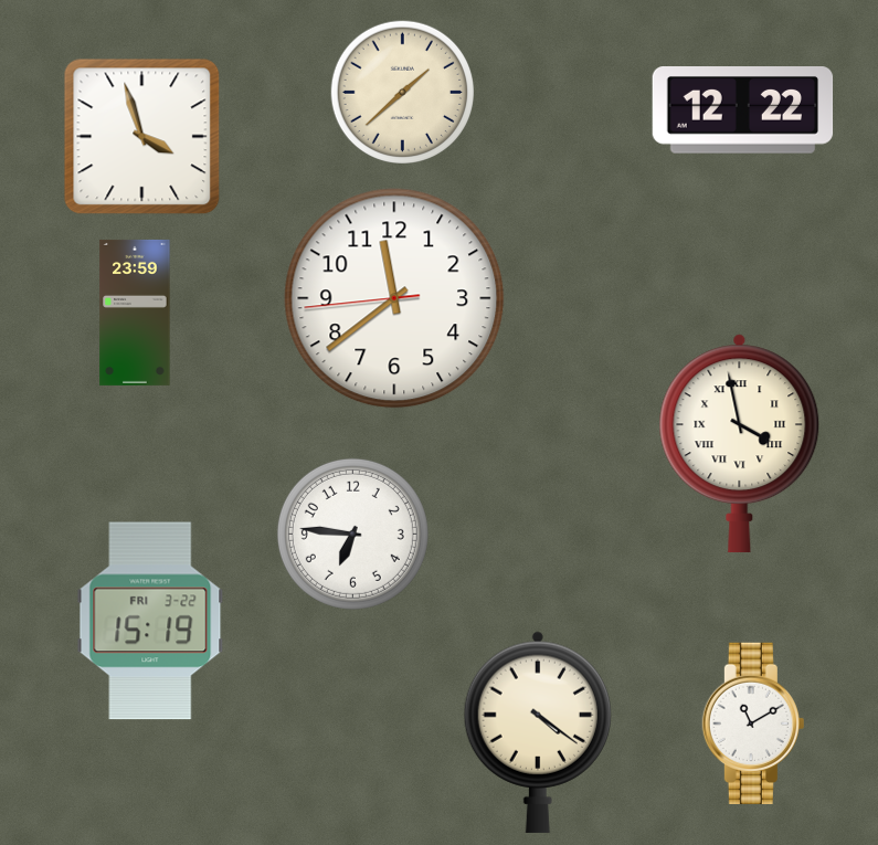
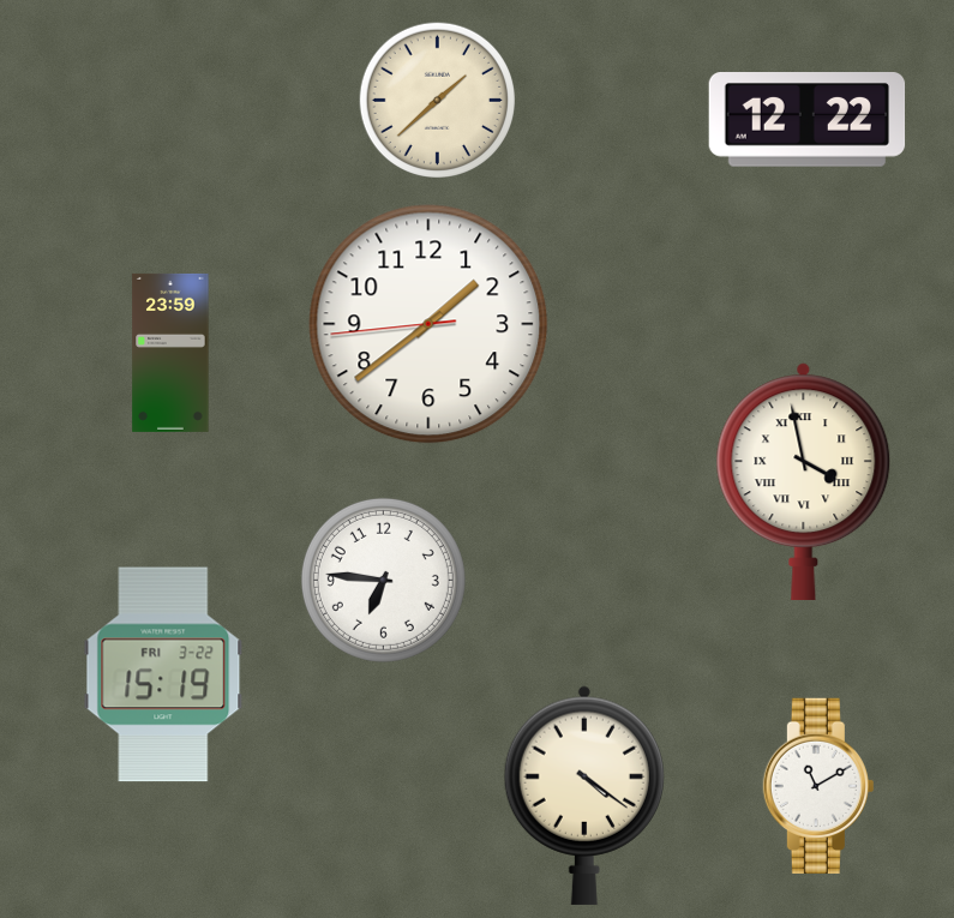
clock at (142, 137): 3:57 -> none
clock at (394, 298): 11:38 -> 1:38
clock at (135, 313) position: (135, 313) -> (170, 353)
